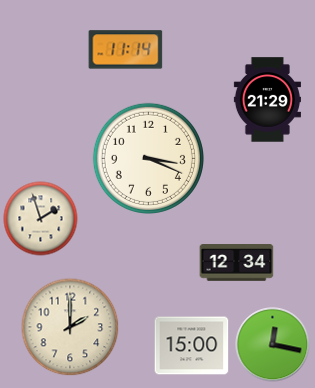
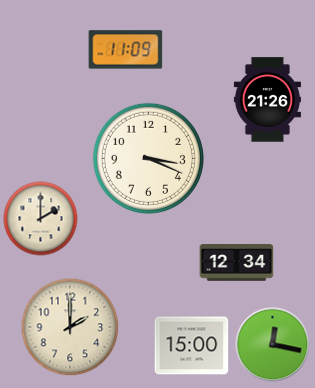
clock at (126, 50): 11:14 -> 11:09
clock at (267, 100): 21:29 -> 21:26
clock at (41, 219): 1:57 -> 2:00
